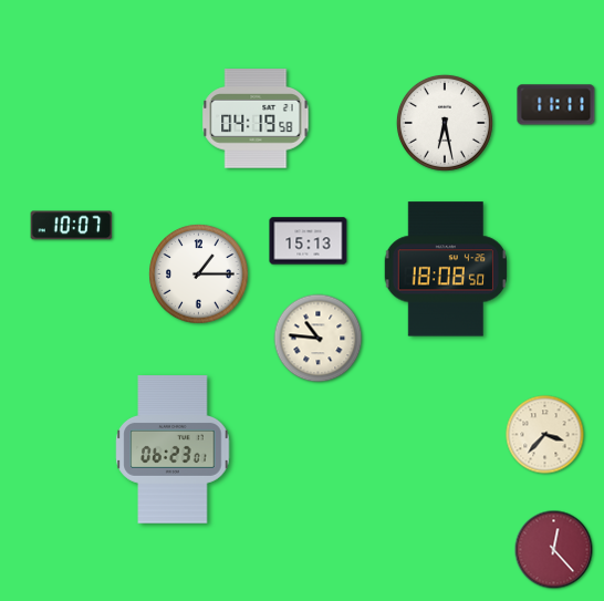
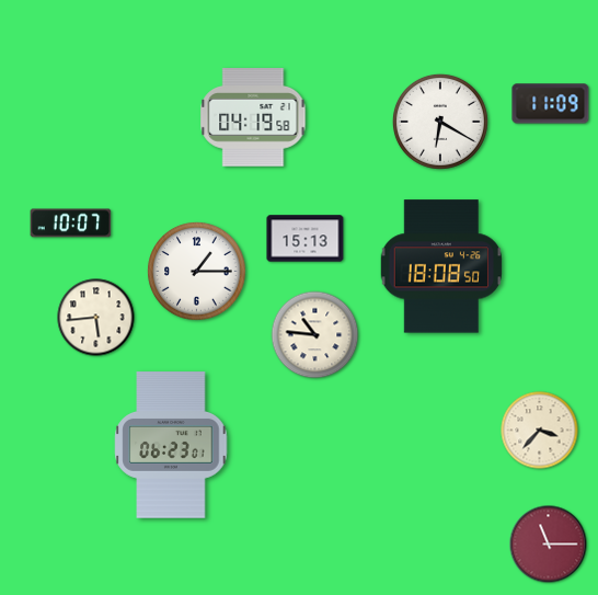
clock at (556, 105): 11:11 -> 11:09
clock at (445, 123): 6:28 -> 6:20
clock at (96, 318): none -> 5:44
clock at (554, 550): 12:23 -> 11:15
